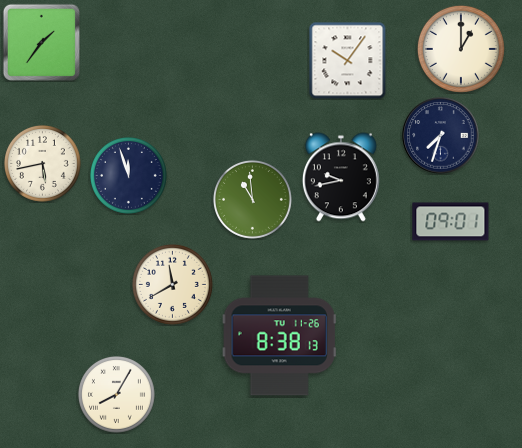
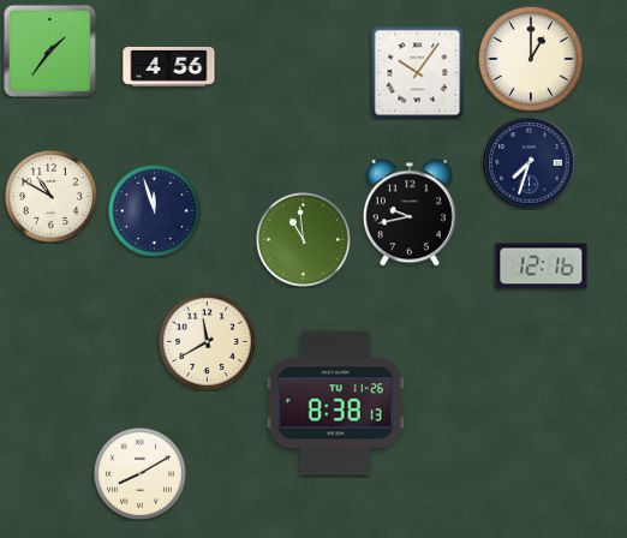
clock at (461, 49) position: (461, 49) -> (531, 59)
clock at (169, 67): none -> 4:56
clock at (42, 163): 5:43 -> 10:50
clock at (451, 222): 09:01 -> 12:16
clock at (116, 394): 8:05 -> 8:10
